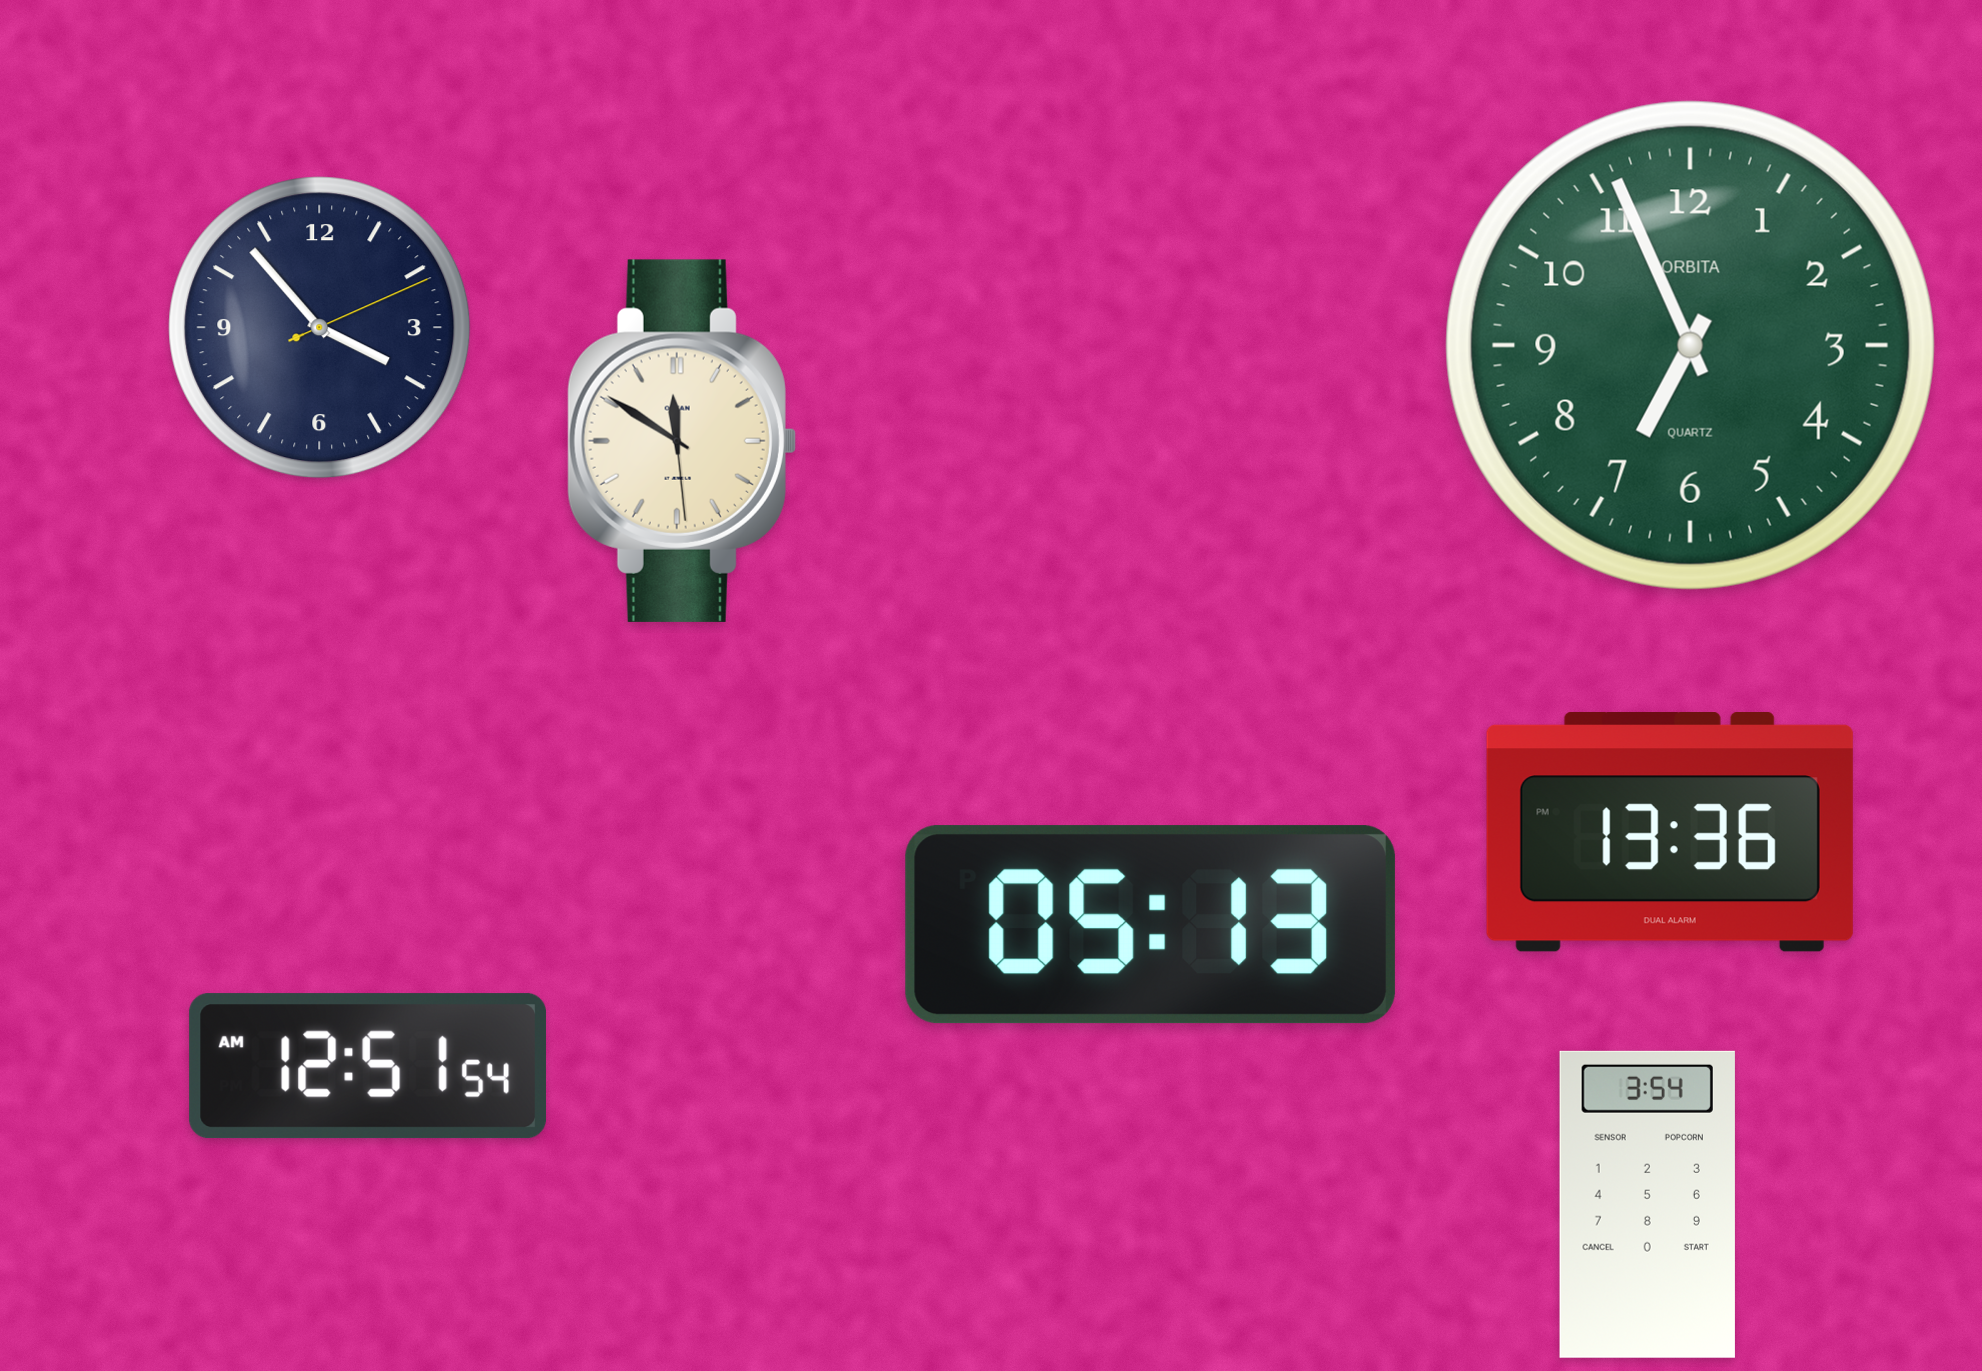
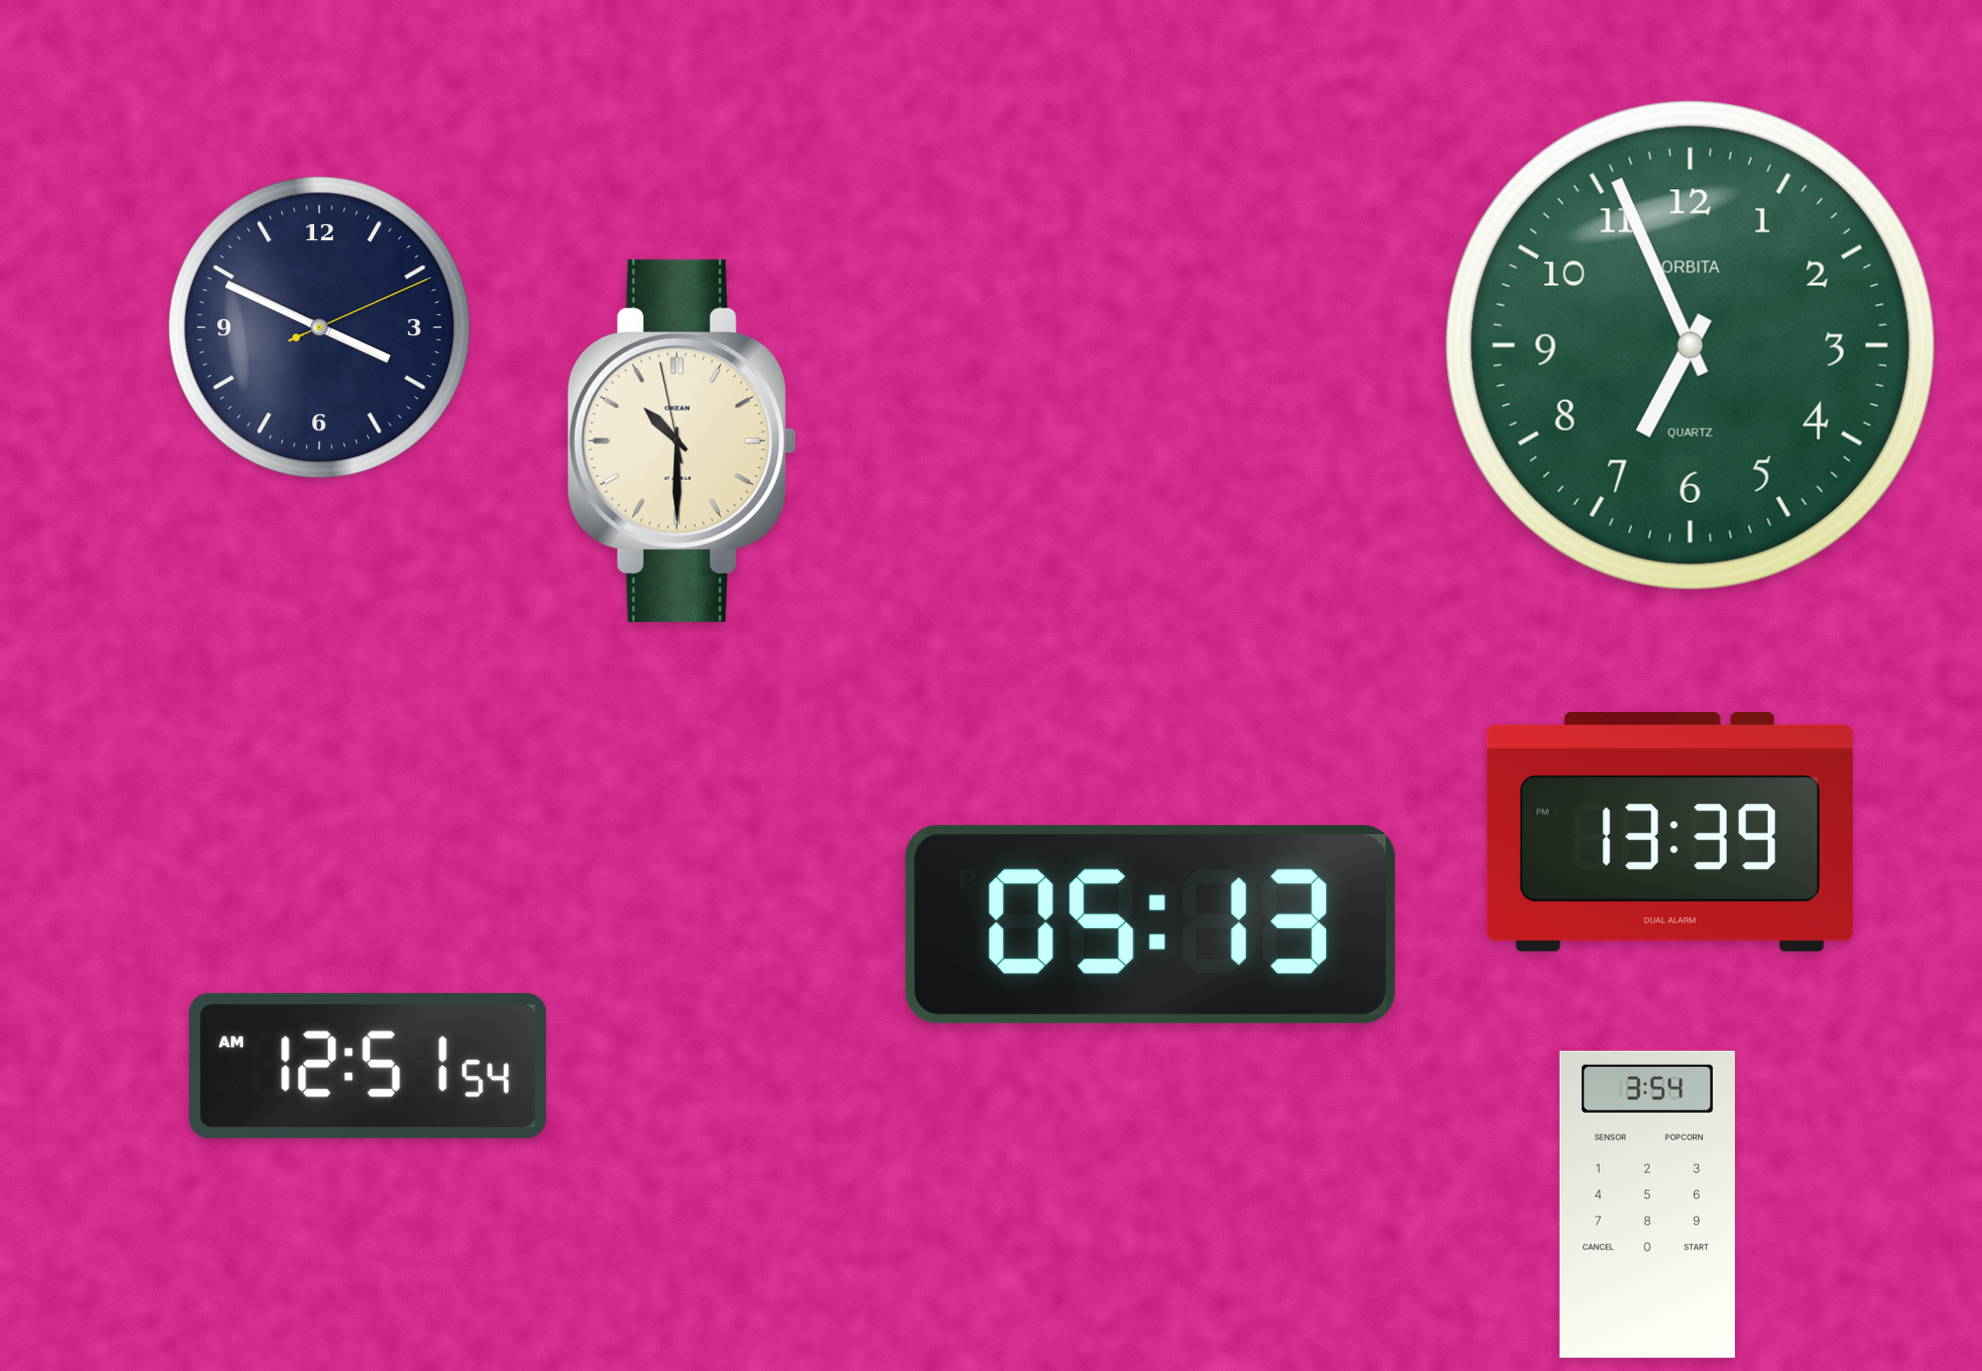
clock at (320, 328): 3:53 -> 3:49
clock at (682, 441): 11:50 -> 10:29
clock at (1670, 833): 13:36 -> 13:39
